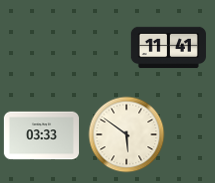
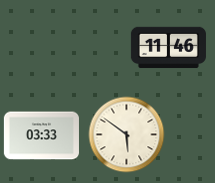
clock at (168, 48): 11:41 -> 11:46
